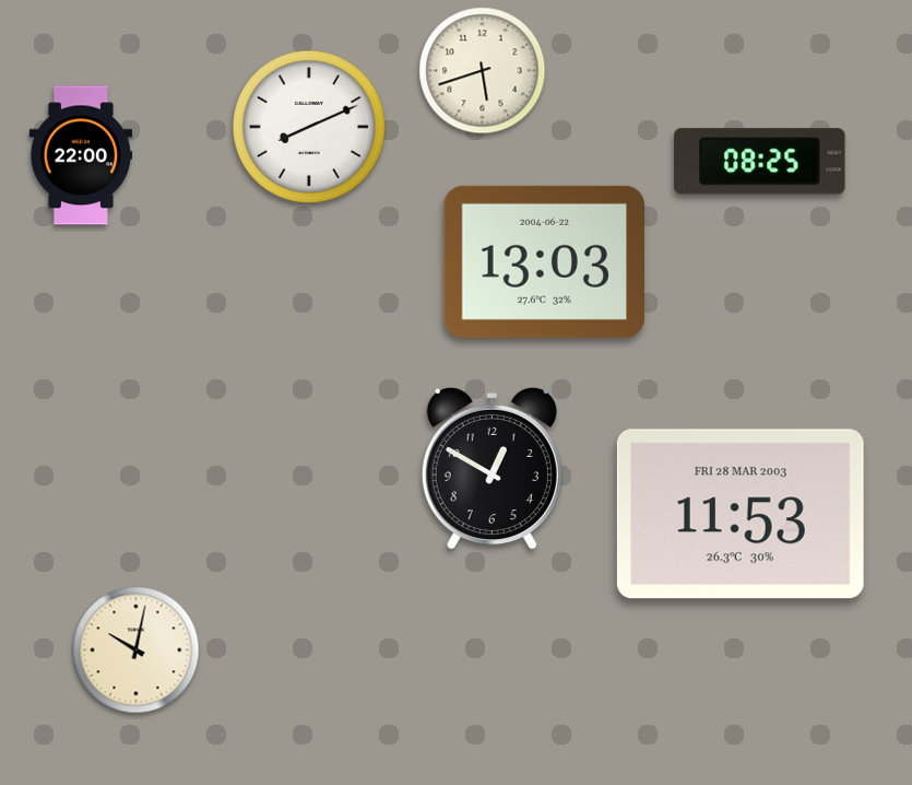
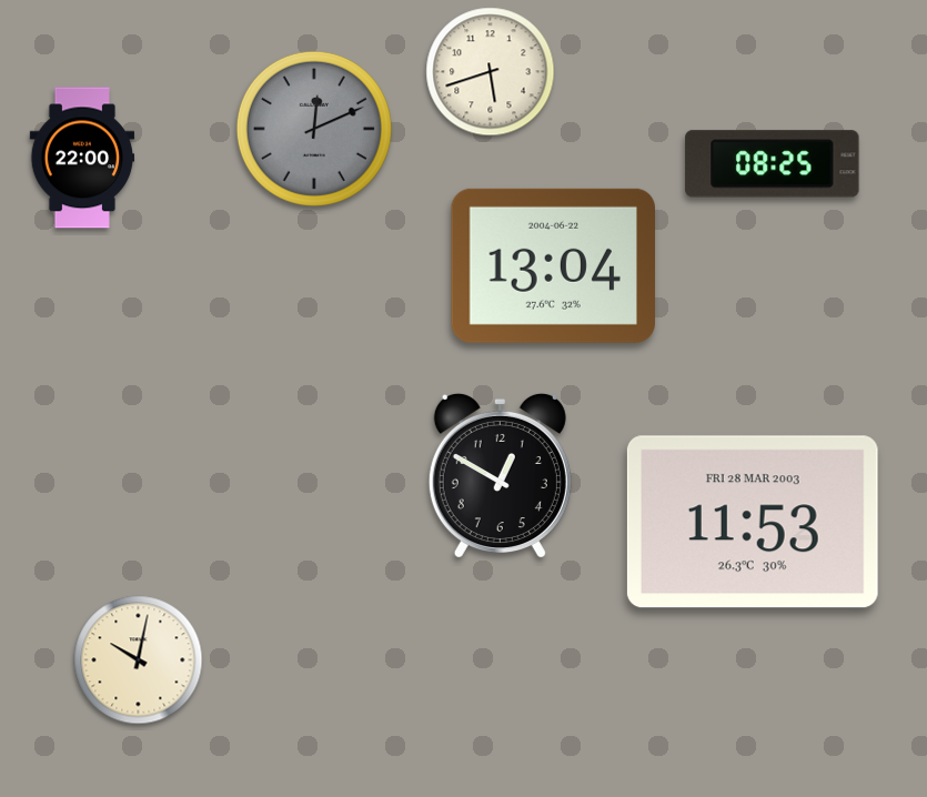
clock at (309, 127): 8:11 -> 12:11
clock at (309, 127) dial: white -> grey
clock at (544, 261): 13:03 -> 13:04
